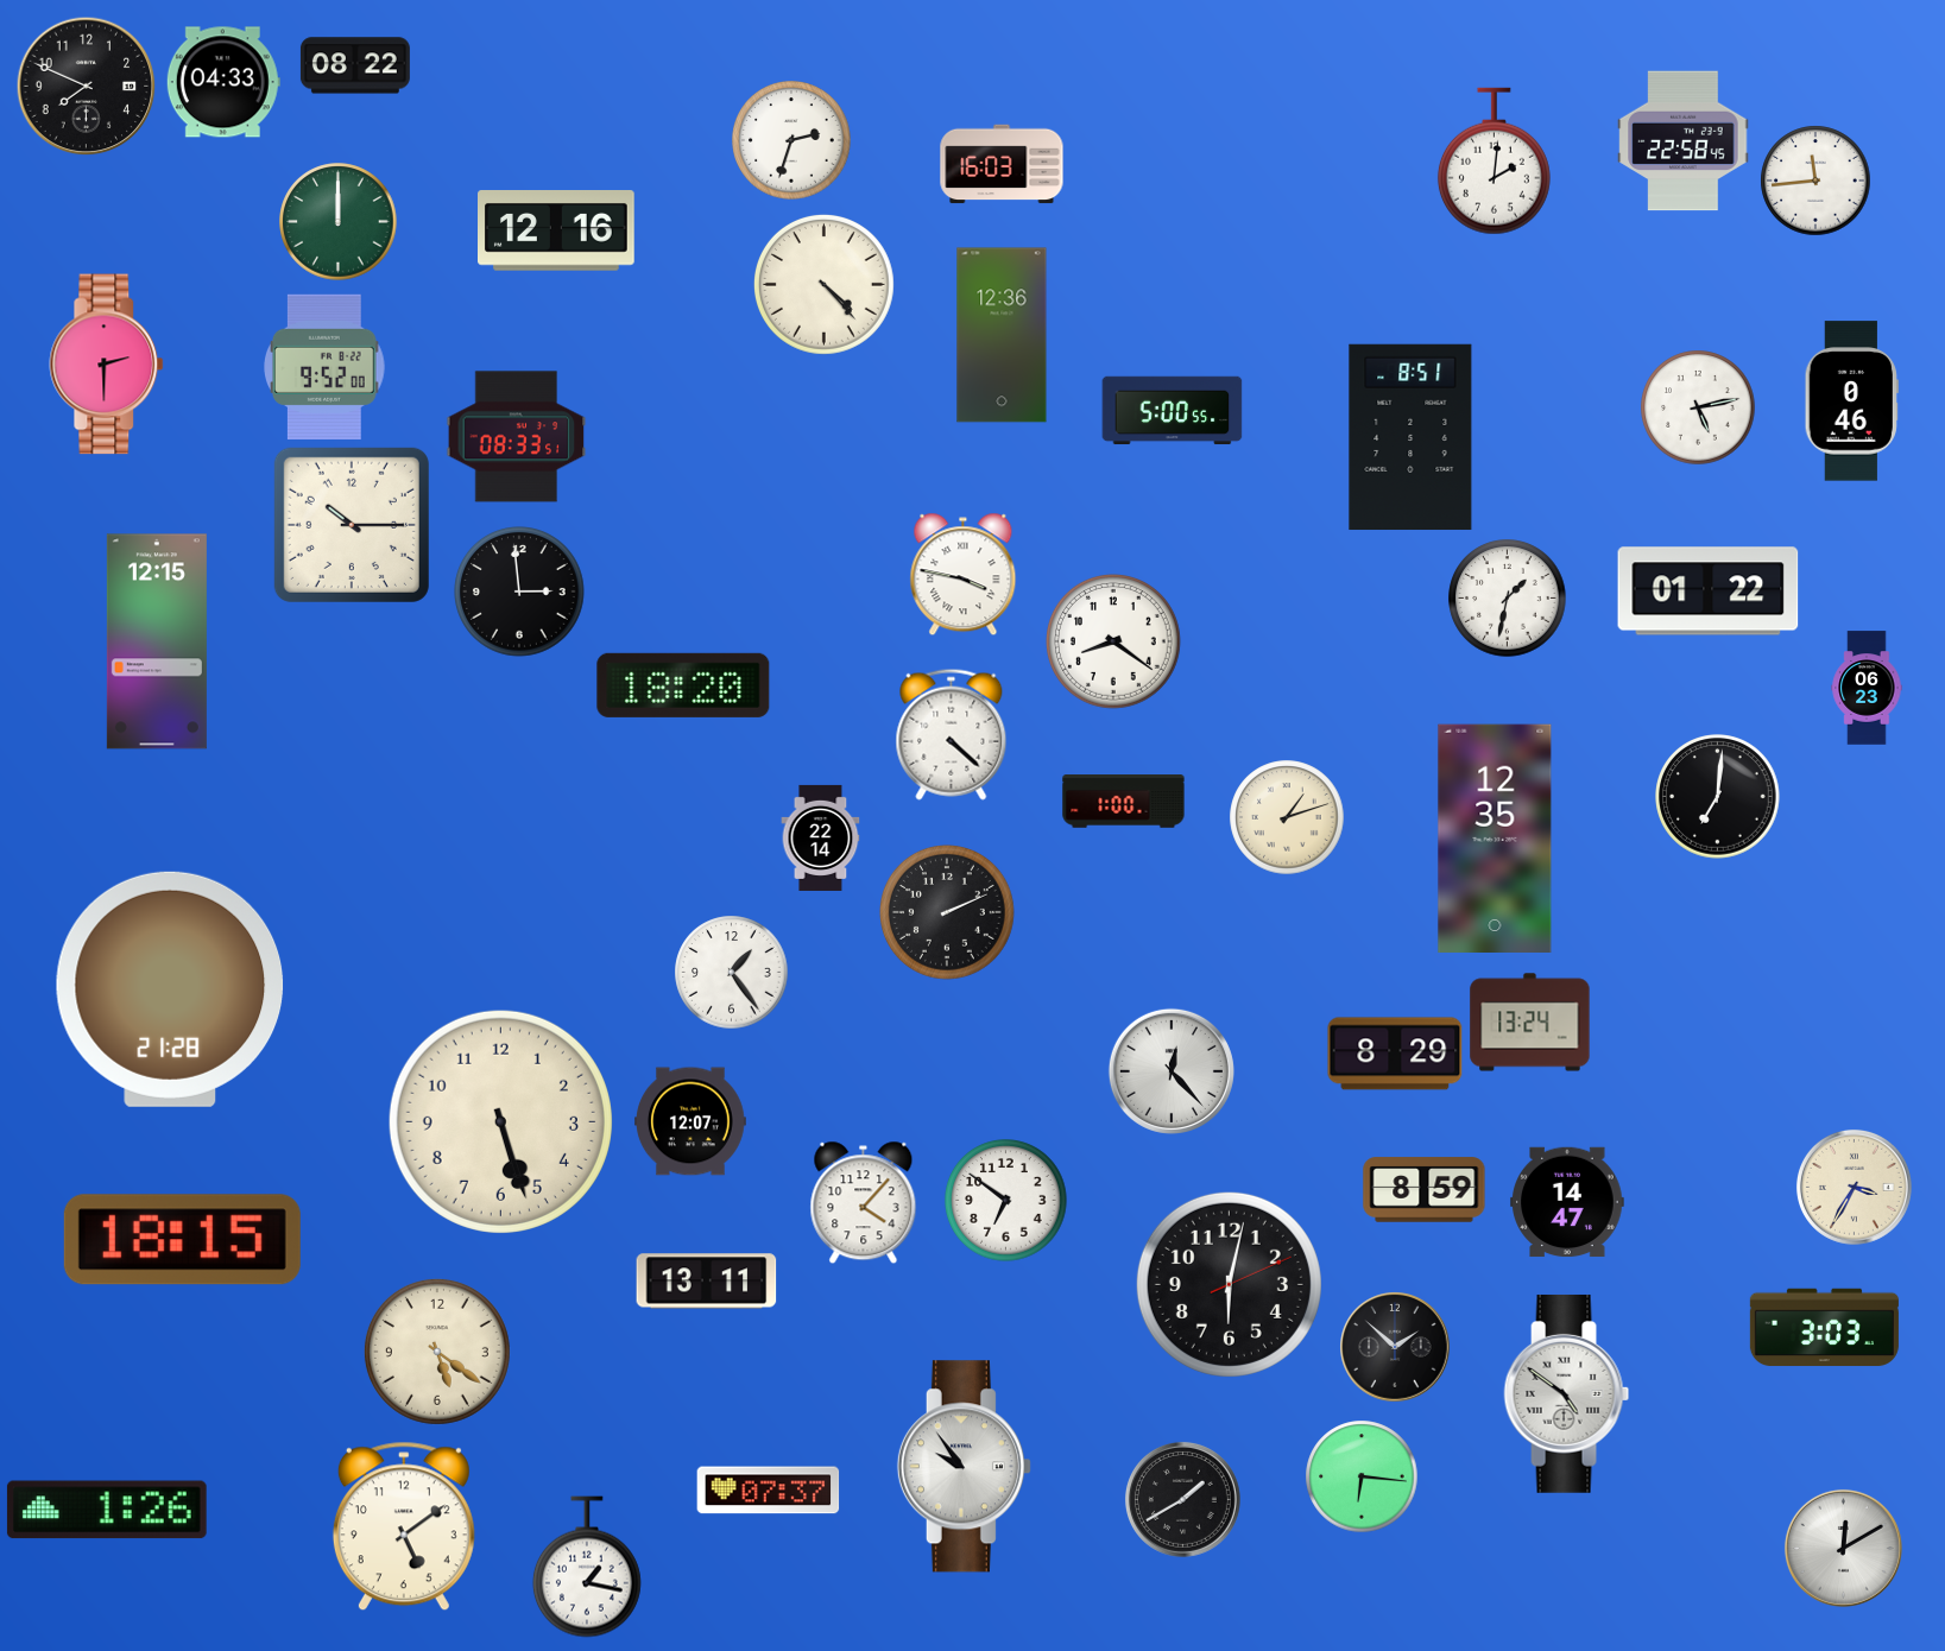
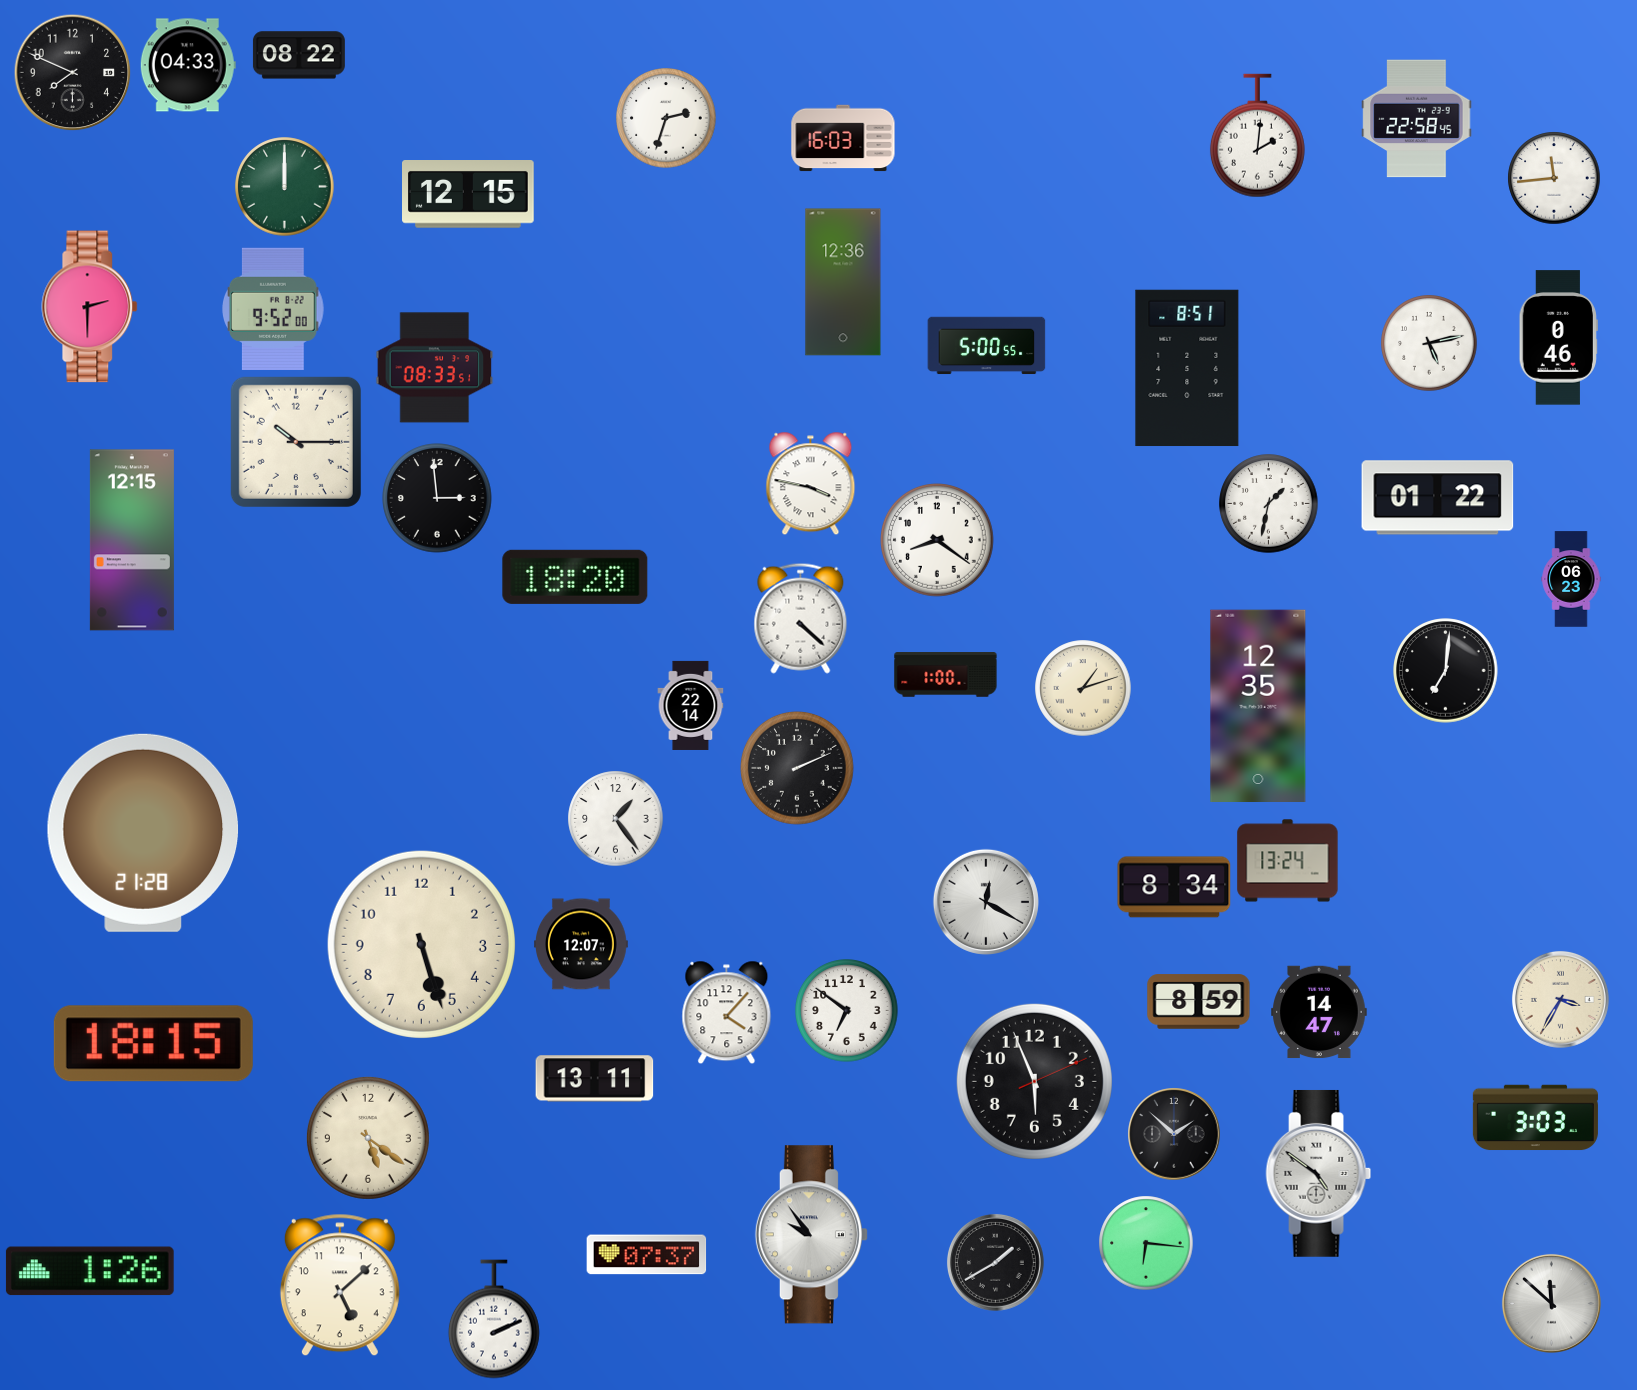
clock at (223, 82) position: (223, 82) -> (188, 65)
clock at (1815, 181) position: (1815, 181) -> (1554, 178)
clock at (557, 232): 12:16 -> 12:15
clock at (823, 284): 4:23 -> none
clock at (1395, 1054): 8:29 -> 8:34
clock at (1172, 1071): 12:23 -> 12:20
clock at (1229, 1284): 6:02 -> 5:56
clock at (404, 1526): 5:09 -> 5:08
clock at (1843, 1548): 12:10 -> 11:52
clock at (587, 1567): 1:17 -> 2:11
